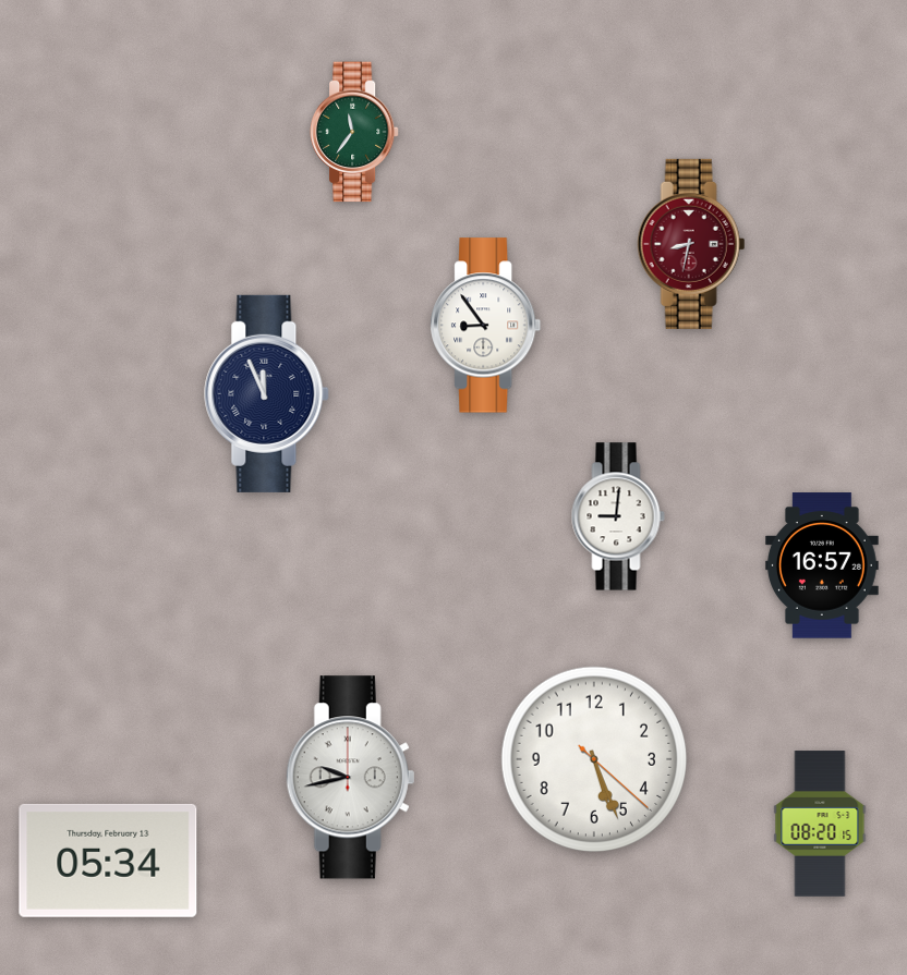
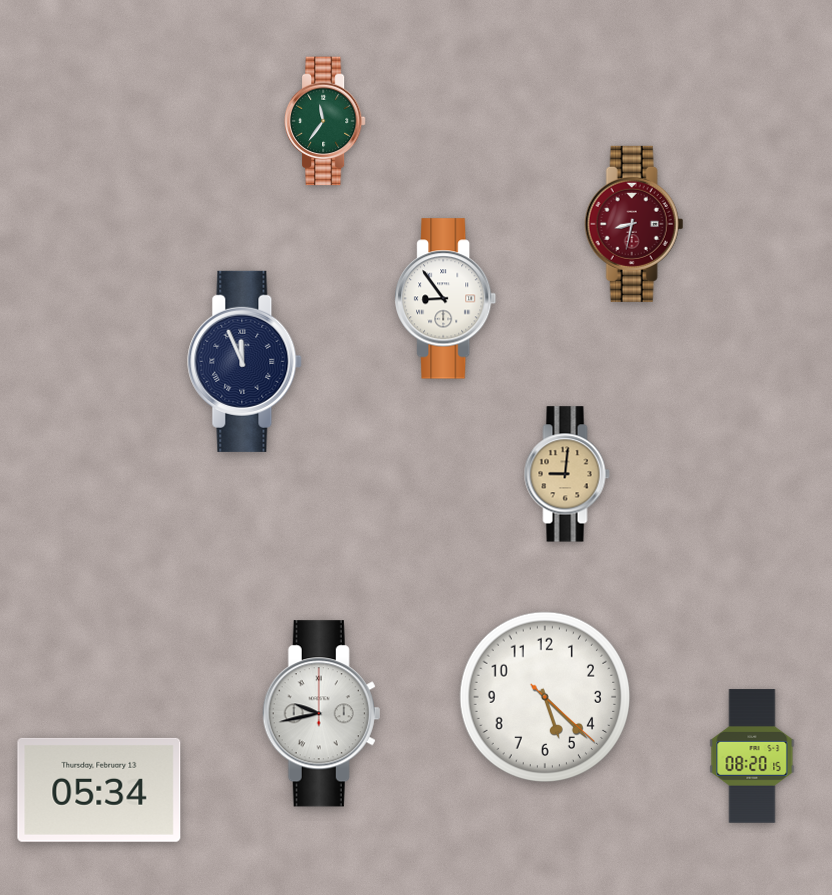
clock at (618, 516) dial: white -> champagne
clock at (822, 565): 16:57 -> none
clock at (594, 759): 5:26 -> 5:22
